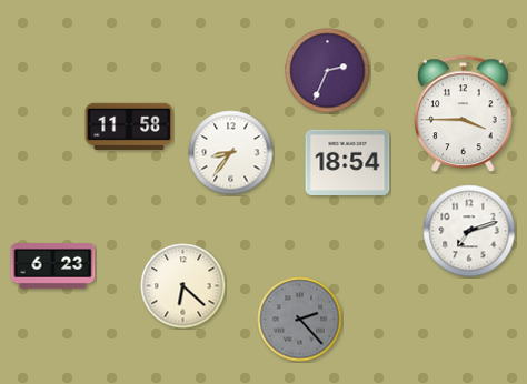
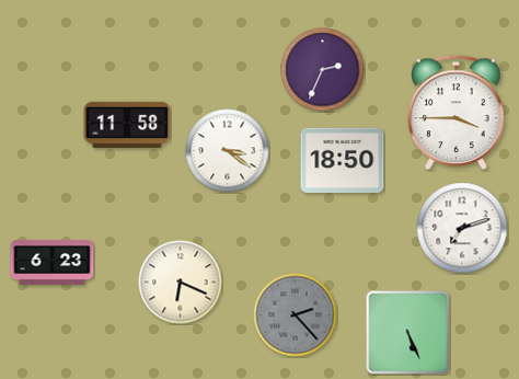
clock at (231, 153): 8:36 -> 3:21
clock at (348, 163): 18:54 -> 18:50
clock at (183, 286): 6:22 -> 6:19
clock at (408, 333): none -> 5:26
